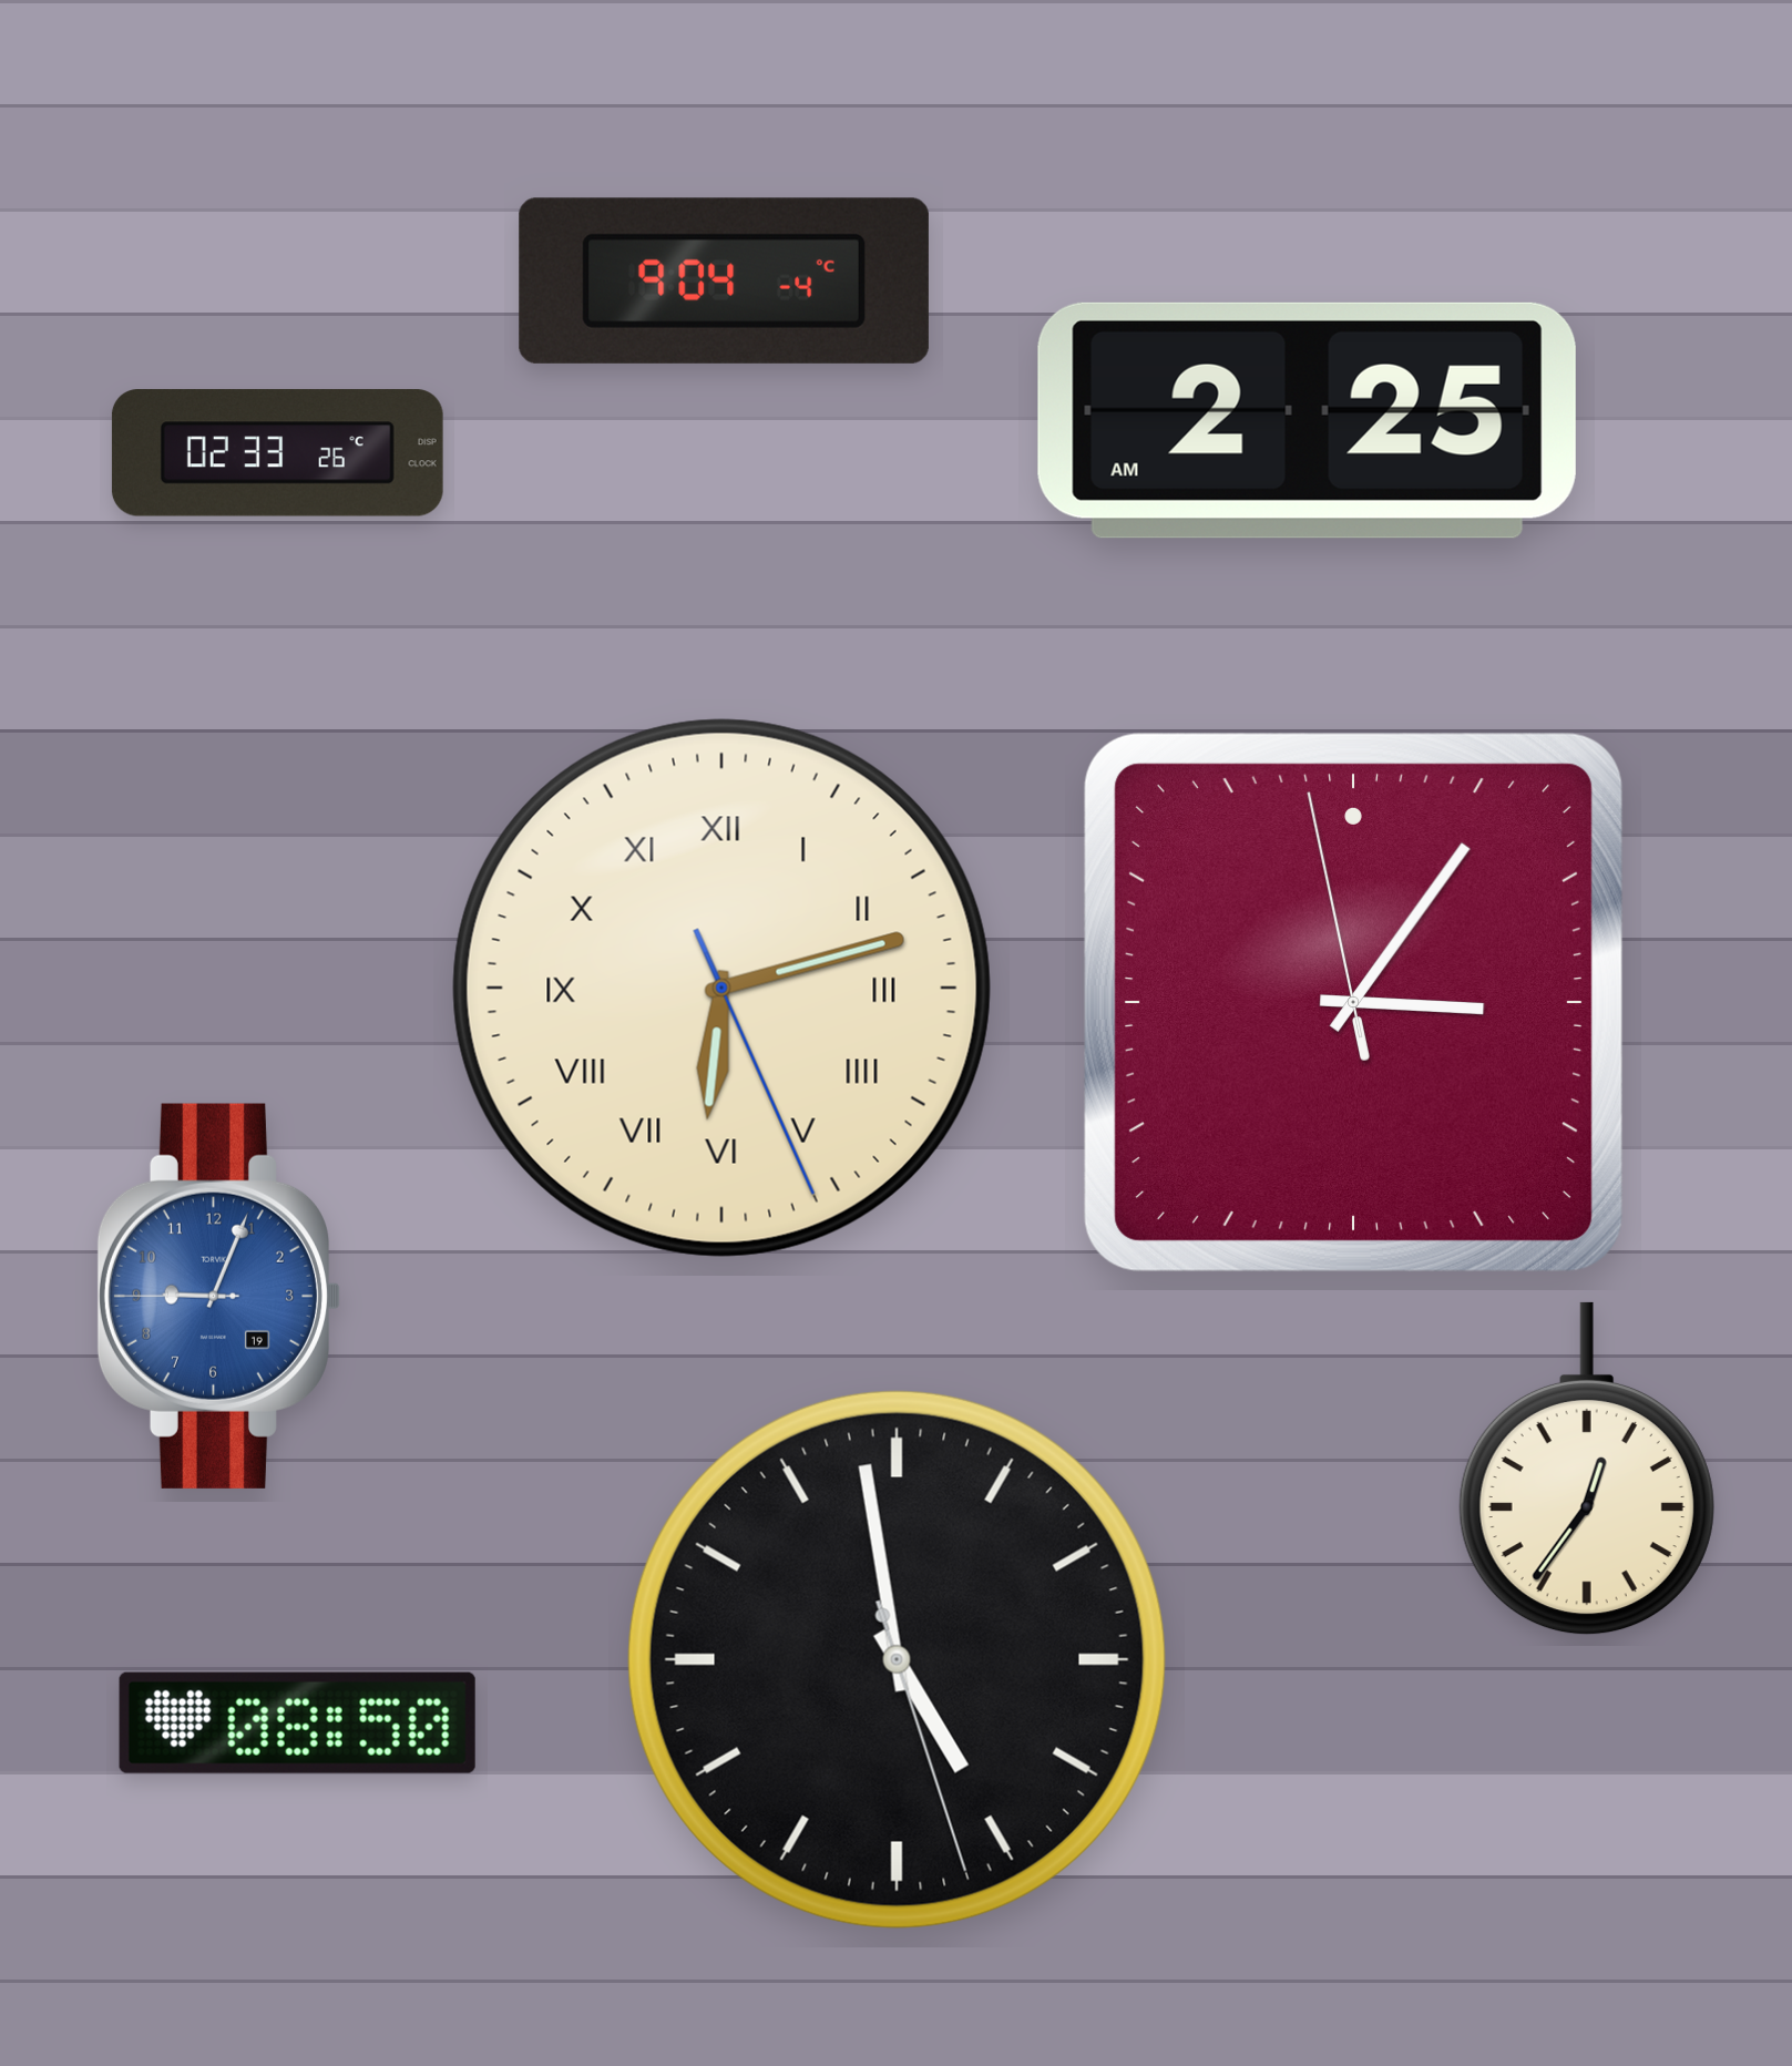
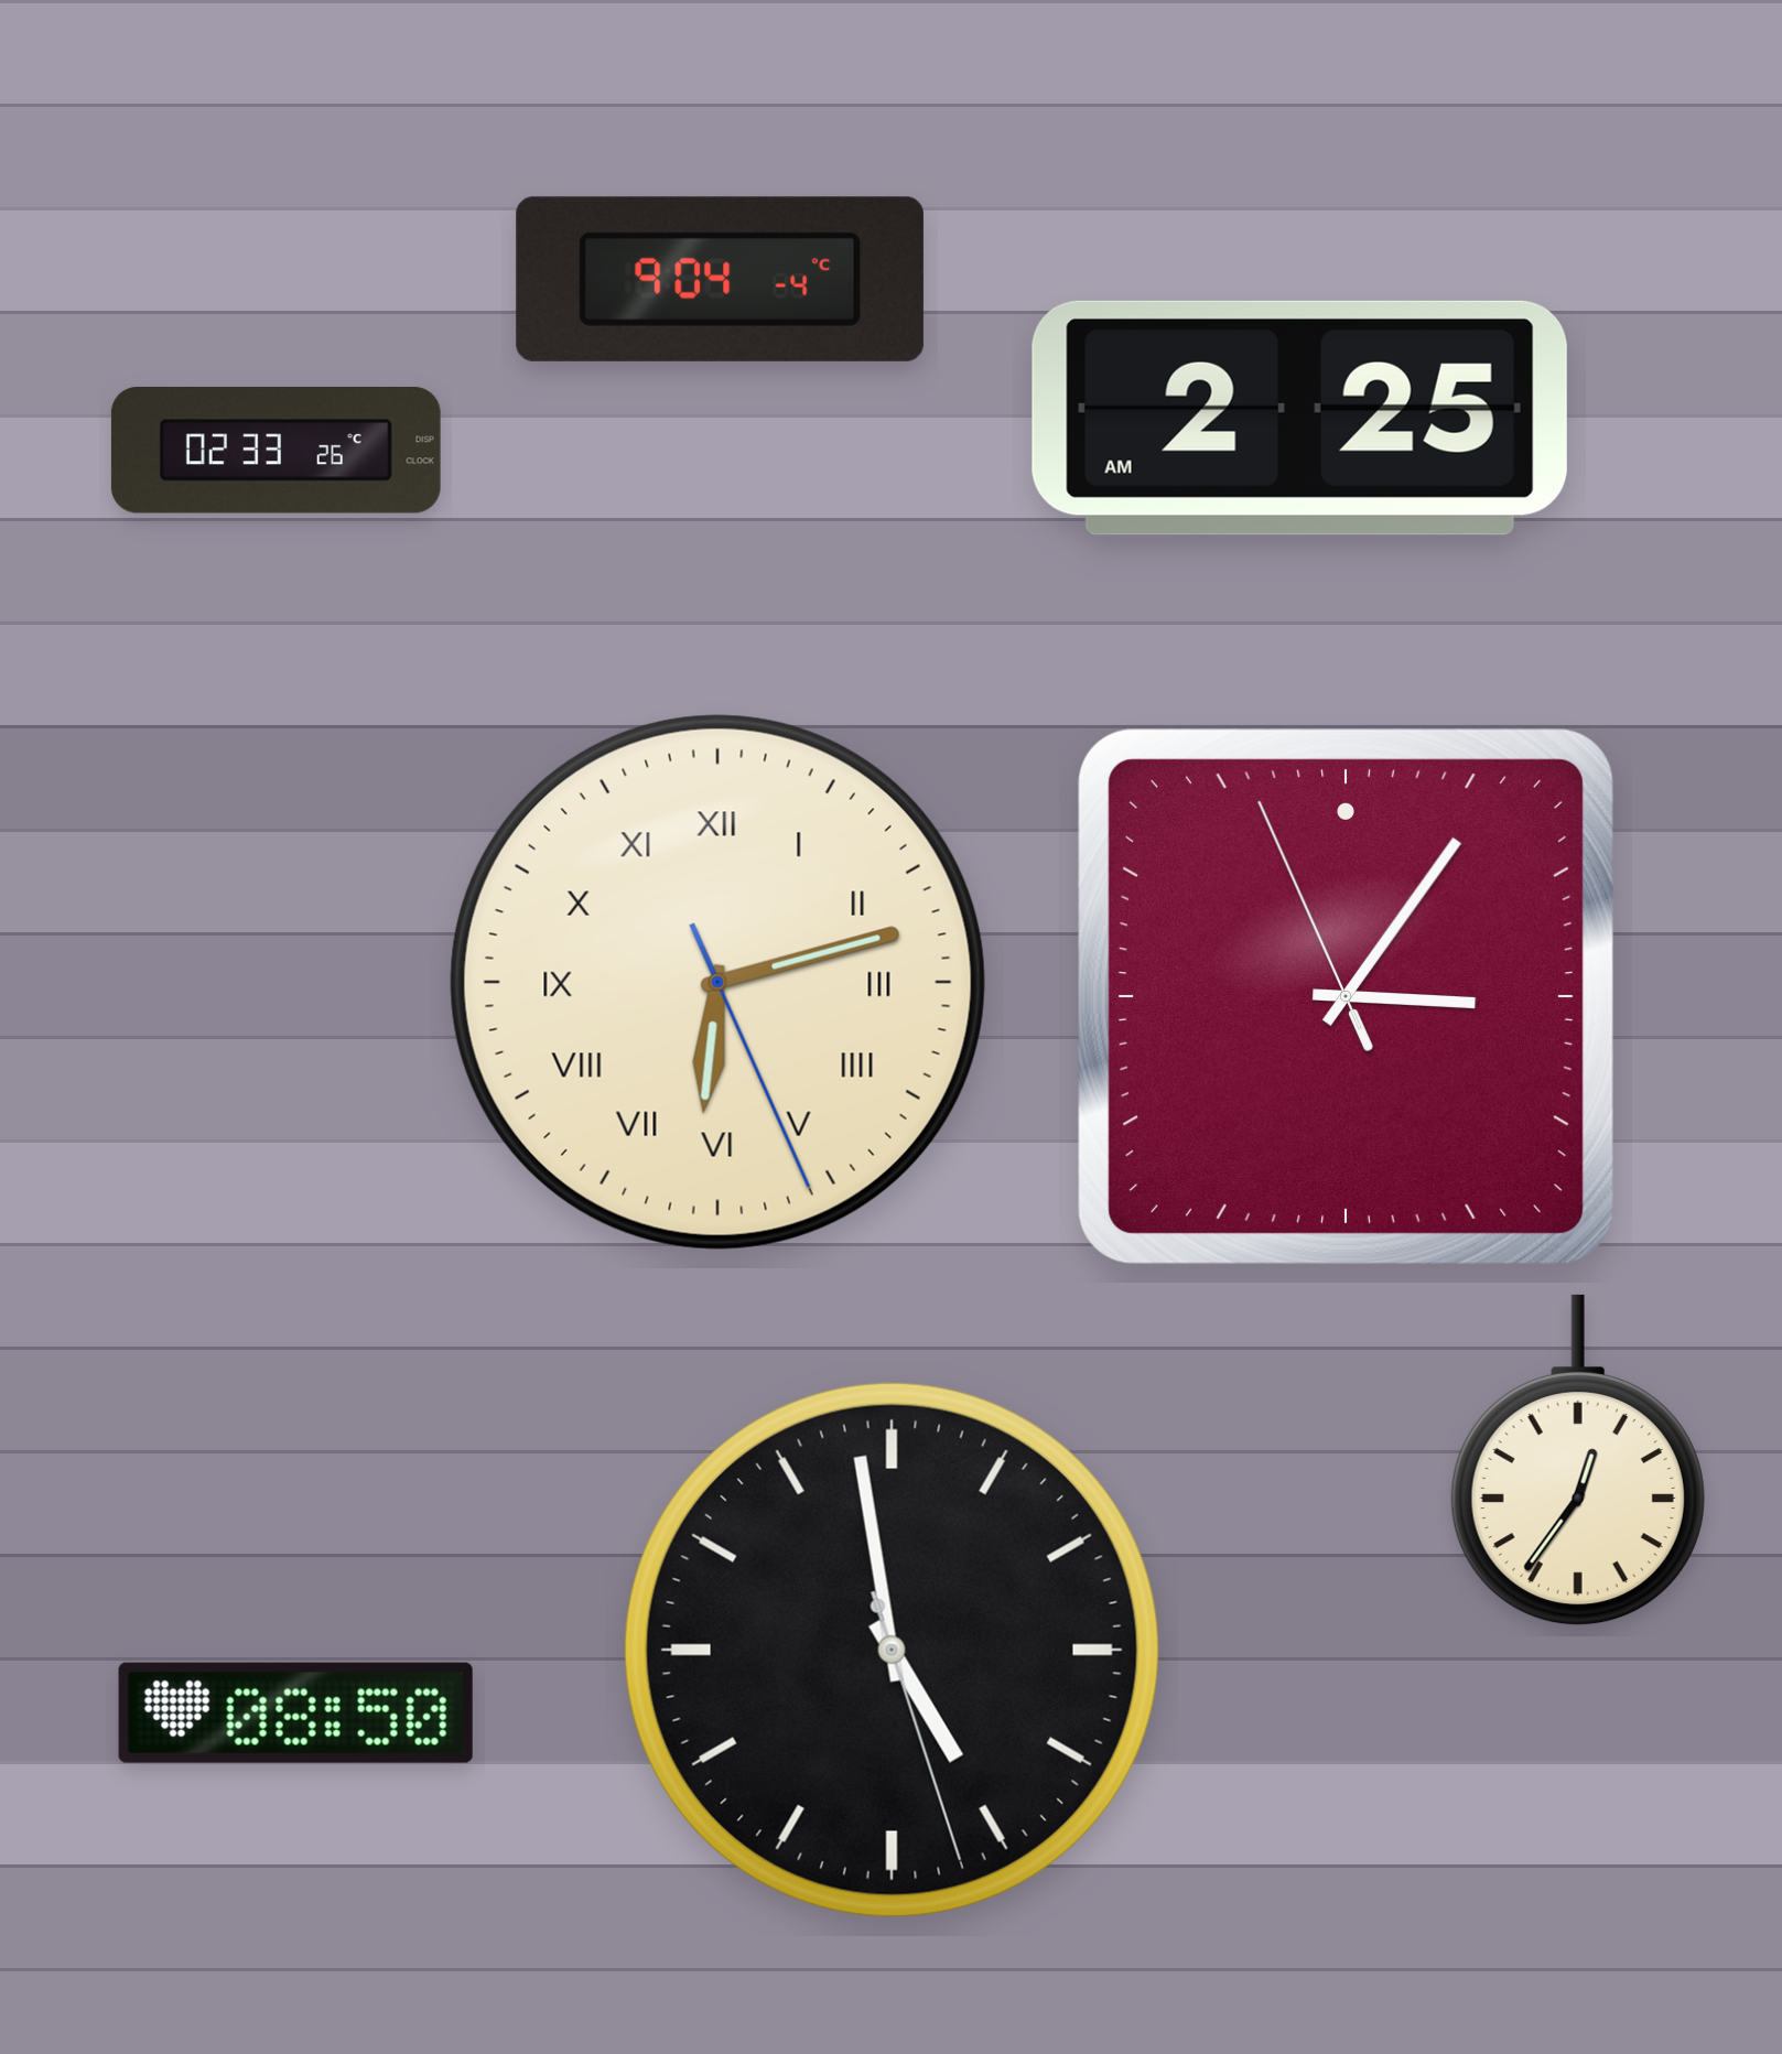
clock at (1353, 1002): 3:05:58 -> 3:05:56
clock at (218, 1296): 9:03 -> none
